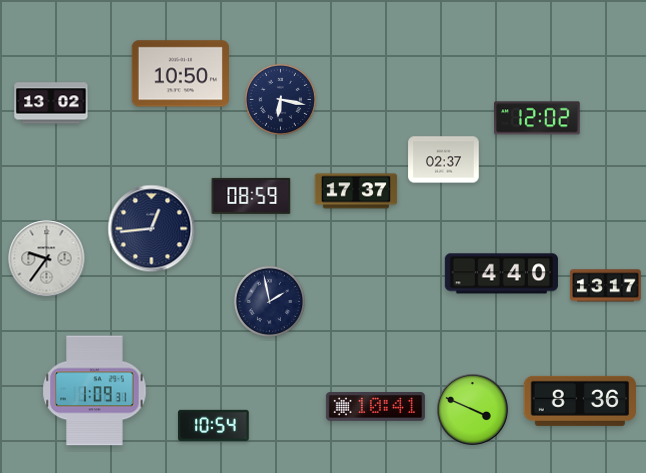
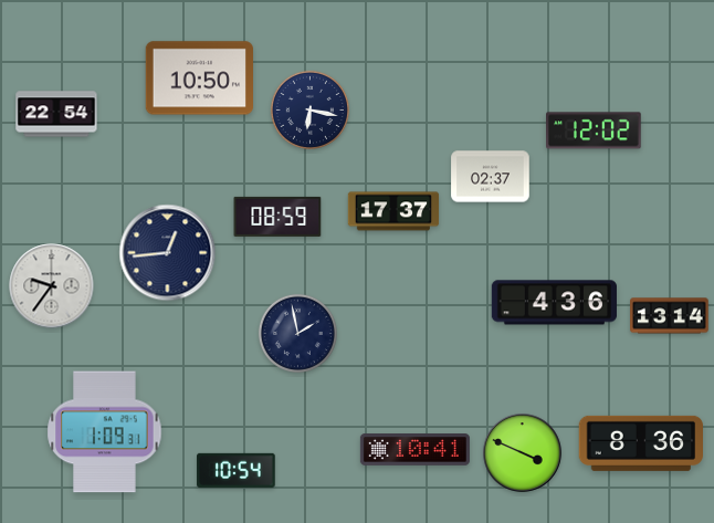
clock at (180, 74) position: (180, 74) -> (199, 79)
clock at (51, 103): 13:02 -> 22:54
clock at (501, 274): 4:40 -> 4:36
clock at (606, 286): 13:17 -> 13:14
